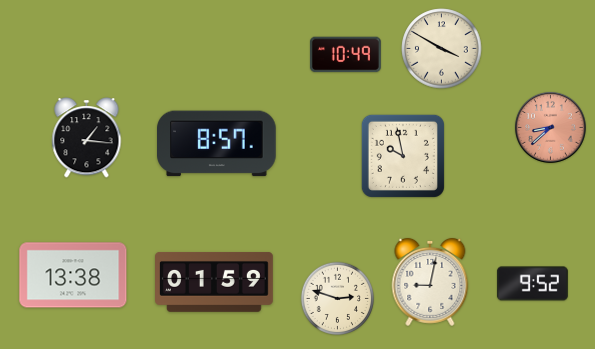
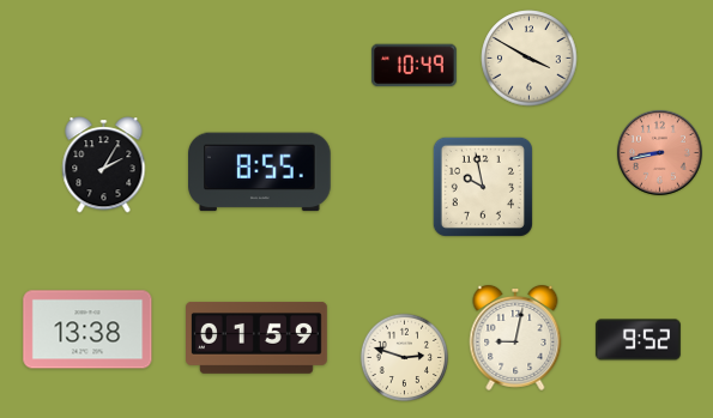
clock at (550, 127): 8:38 -> 8:43
clock at (87, 138): 1:16 -> 2:05
clock at (217, 144): 8:57 -> 8:55
